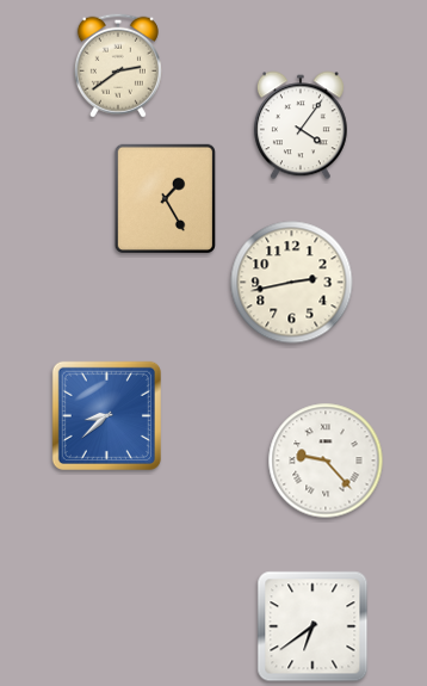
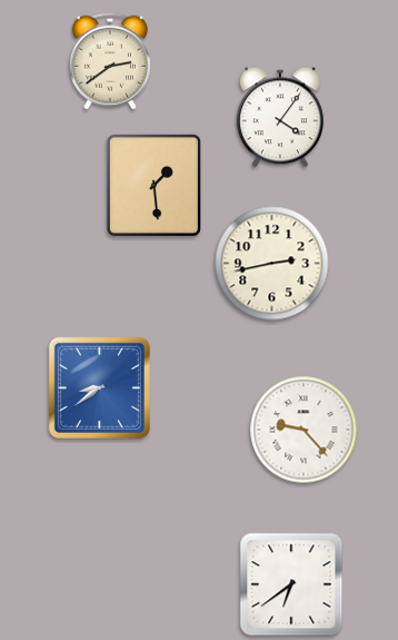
clock at (165, 198): 1:25 -> 1:29
clock at (106, 415): 8:38 -> 8:39
